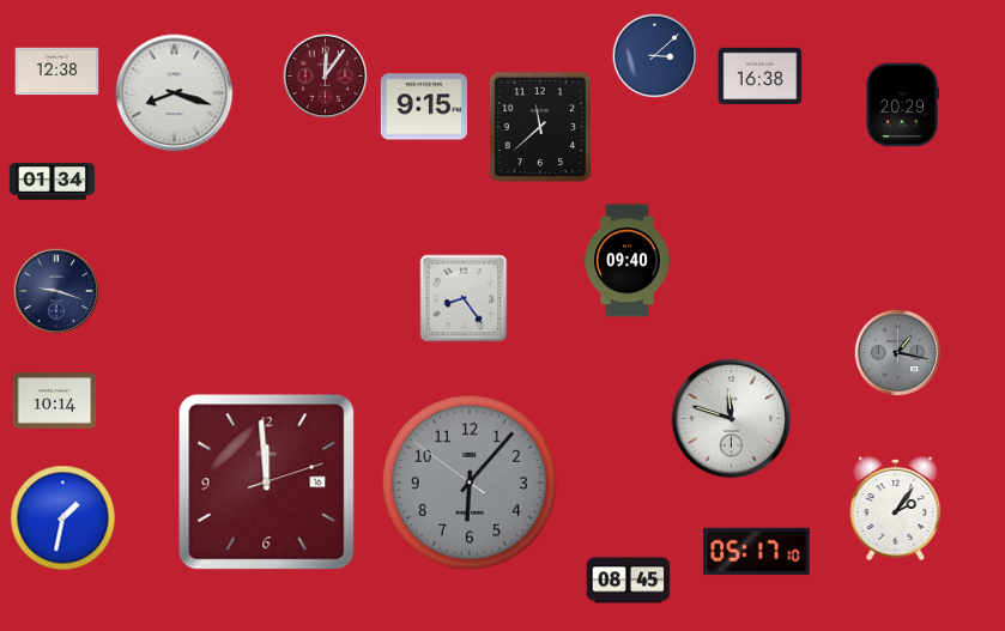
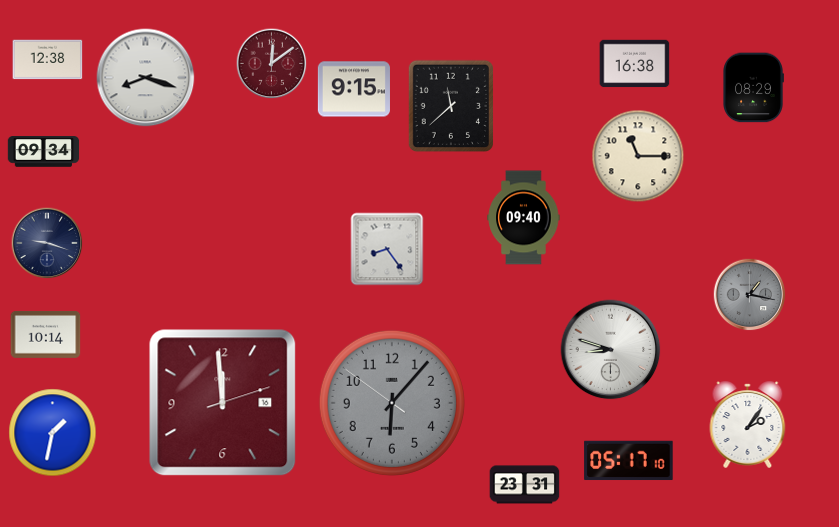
clock at (655, 56): 3:08 -> none
clock at (326, 77): 12:06 -> 12:09
clock at (902, 105): 20:29 -> 08:29
clock at (53, 182): 01:34 -> 09:34
clock at (638, 156): none -> 11:15
clock at (732, 419): 11:48 -> 8:48
clock at (757, 552) position: (757, 552) -> (629, 461)
clock at (629, 581): 08:45 -> 23:31
